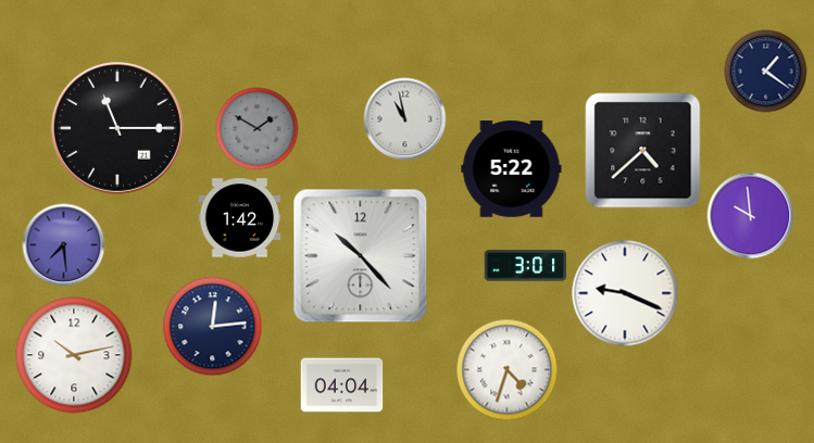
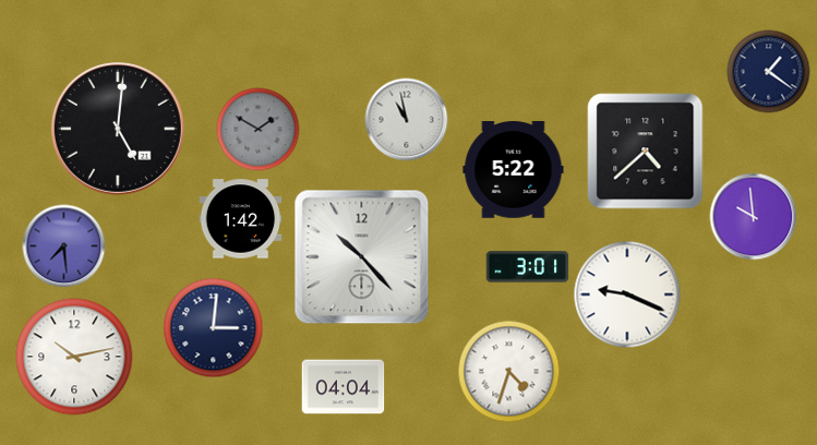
clock at (117, 128): 11:15 -> 5:01
clock at (213, 327): 12:14 -> 3:01
